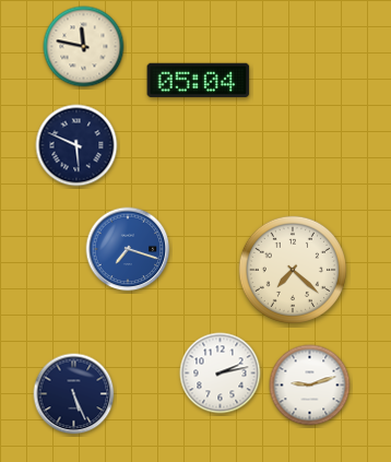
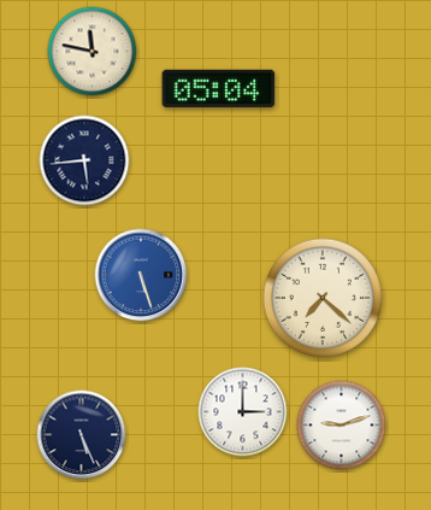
clock at (76, 145): 5:49 -> 5:44
clock at (128, 249): 7:18 -> 5:27
clock at (221, 374): 2:13 -> 3:00
